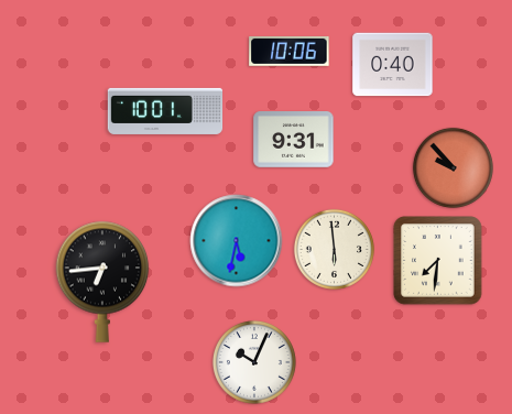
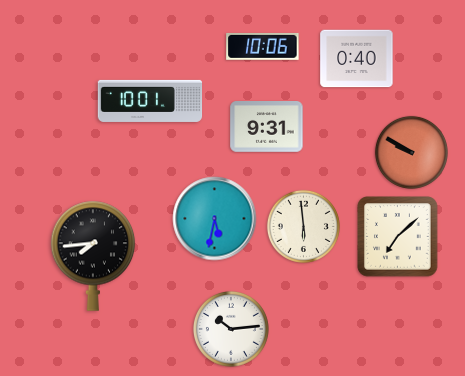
clock at (453, 167): 9:53 -> 9:50
clock at (438, 261): 7:31 -> 7:08
clock at (102, 282): 6:44 -> 7:44
clock at (254, 362): 10:04 -> 10:14
